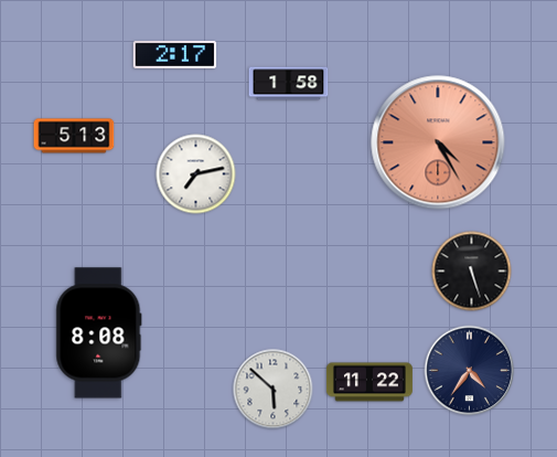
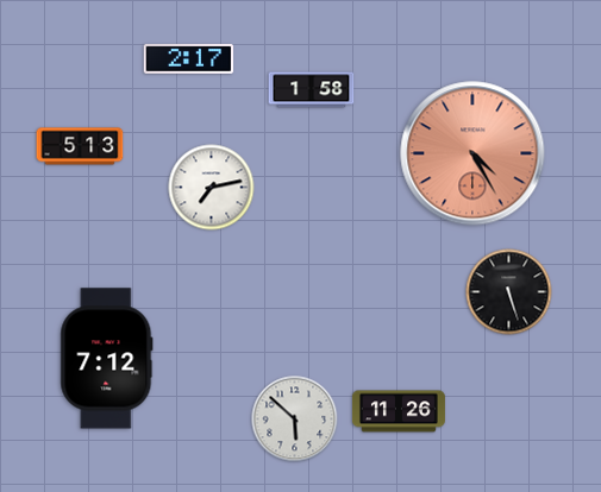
clock at (99, 333): 8:08 -> 7:12
clock at (470, 371): 4:36 -> none
clock at (369, 382): 11:22 -> 11:26
